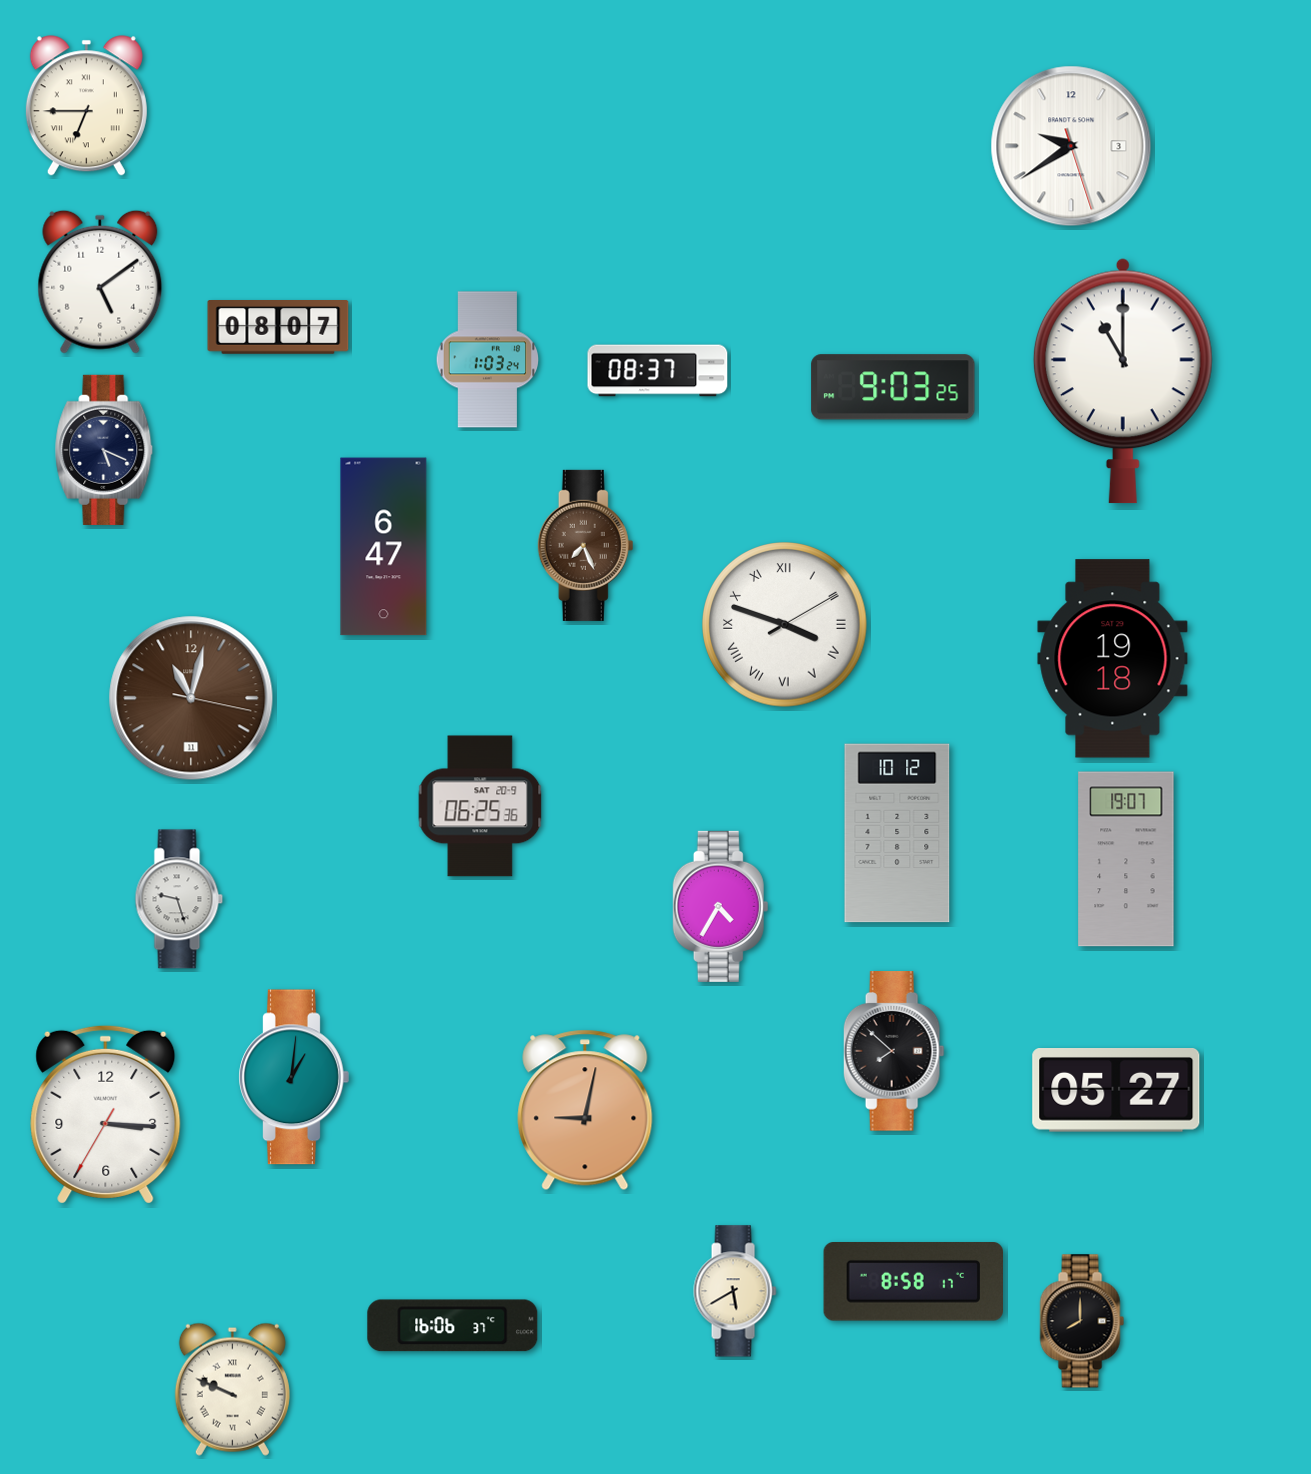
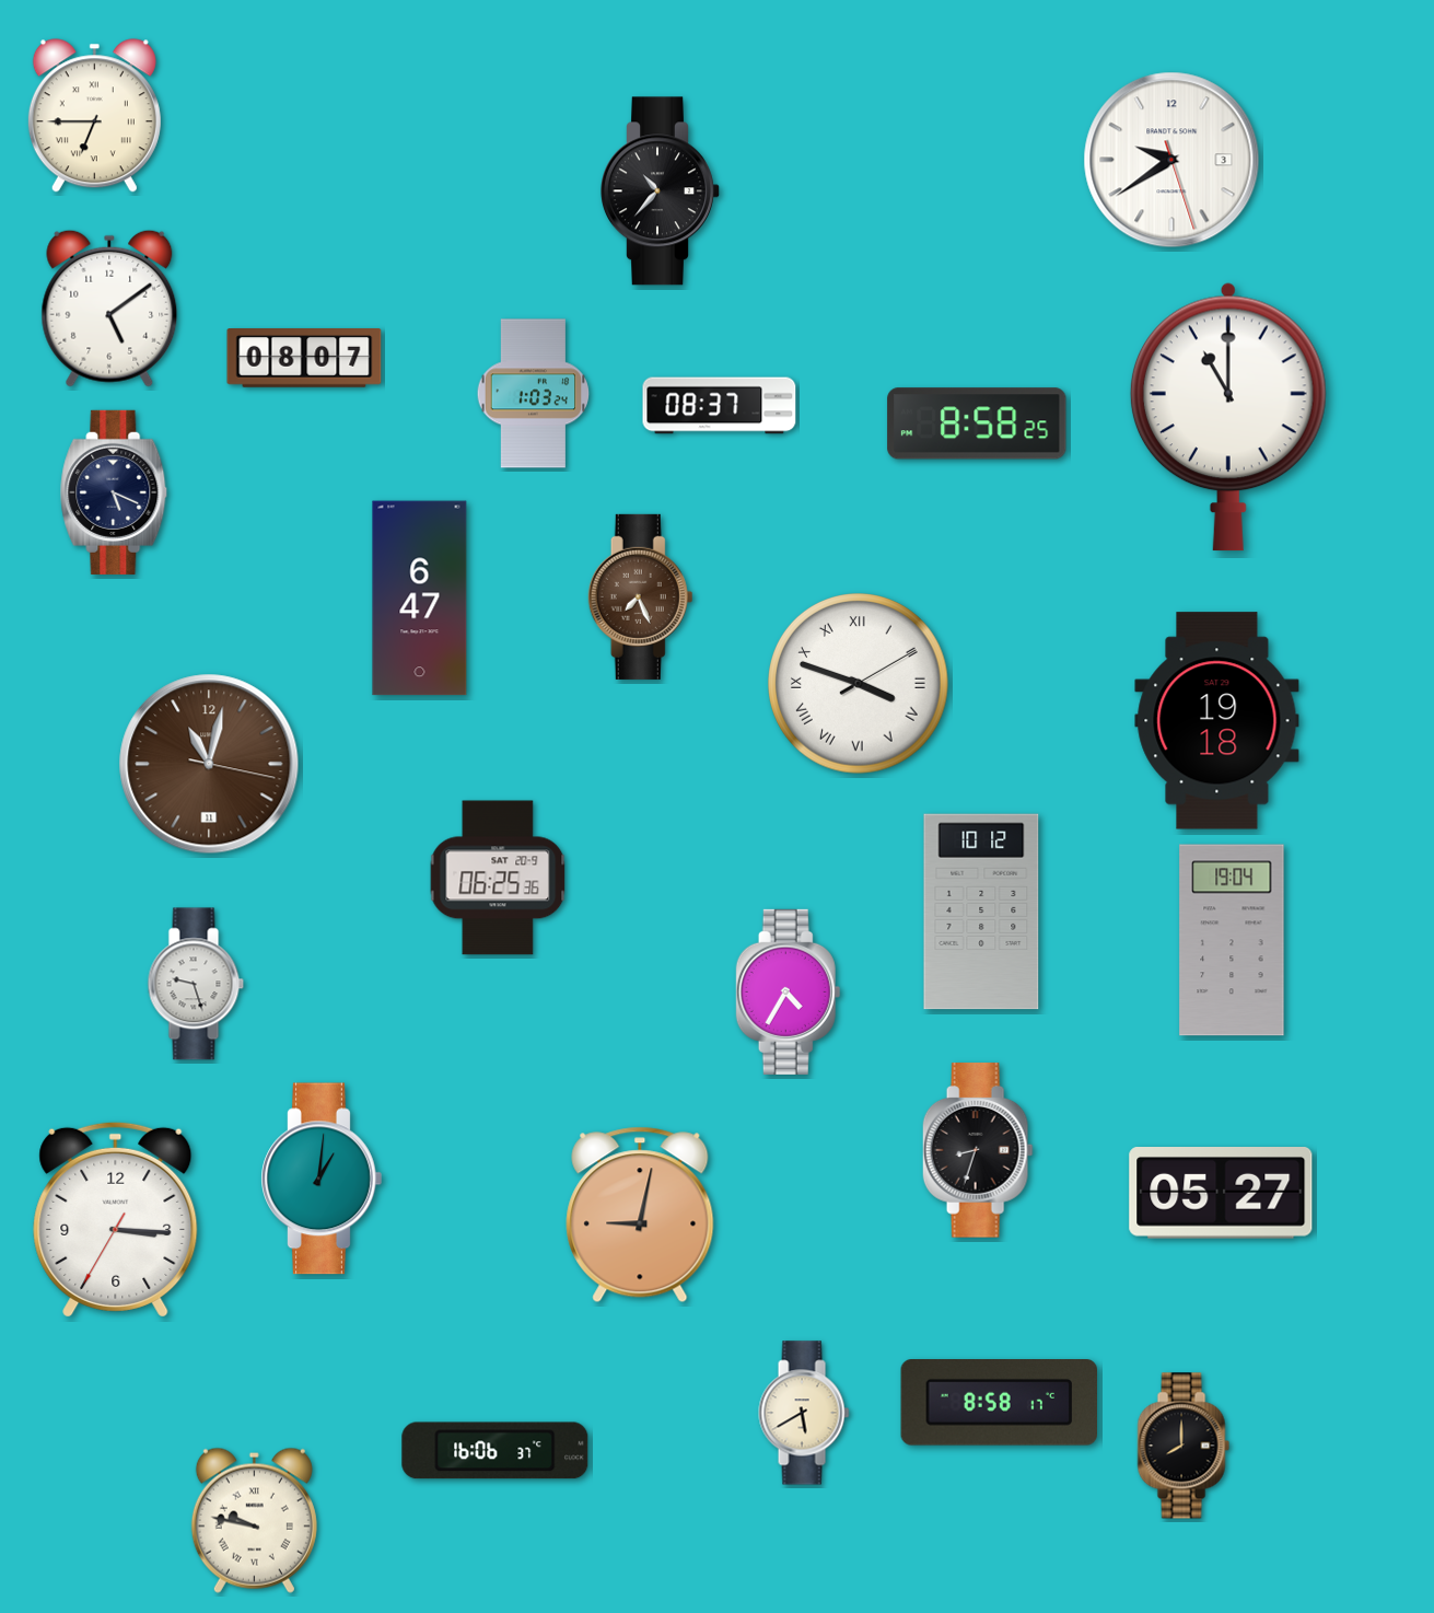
clock at (661, 192): none -> 10:37
clock at (893, 387): 9:03 -> 8:58
clock at (480, 806) position: (480, 806) -> (498, 878)
clock at (1126, 859): 19:07 -> 19:04
clock at (894, 1051): 7:52 -> 8:33
clock at (232, 1389): 9:49 -> 9:47
